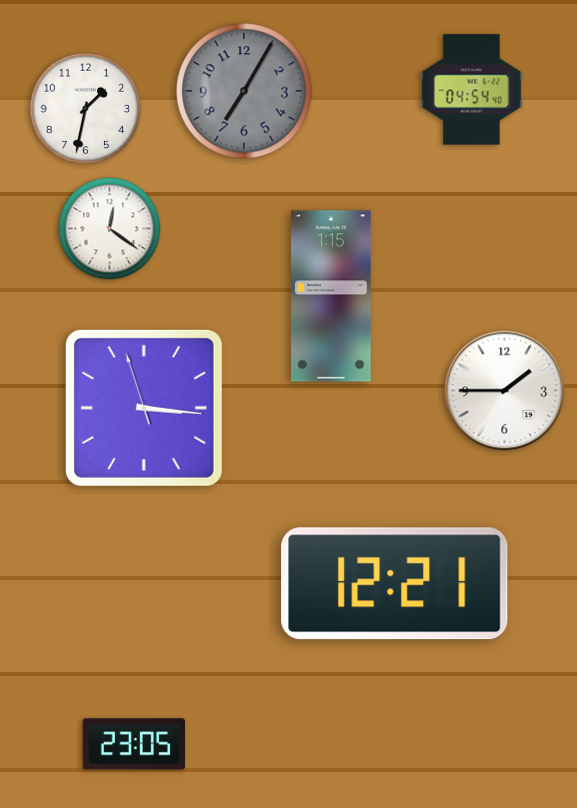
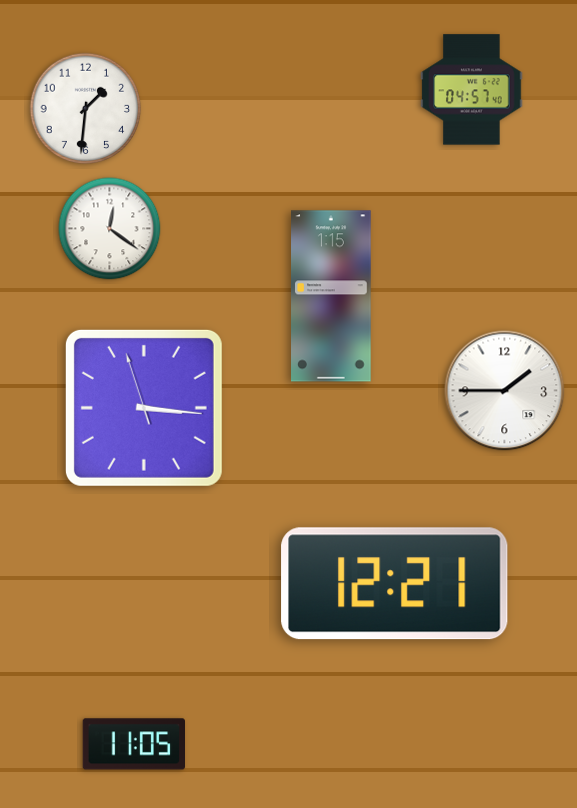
clock at (472, 90): 04:54 -> 04:57
clock at (244, 91): 7:05 -> none
clock at (86, 109): 1:32 -> 1:31
clock at (134, 744): 23:05 -> 11:05
